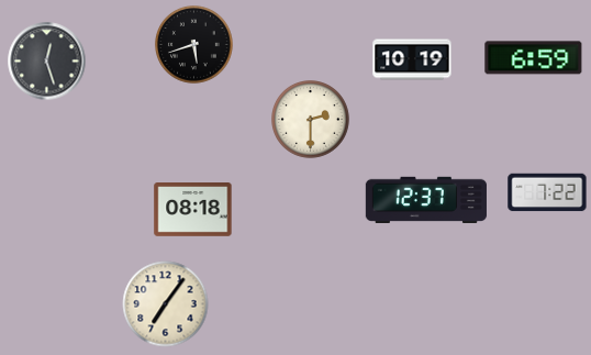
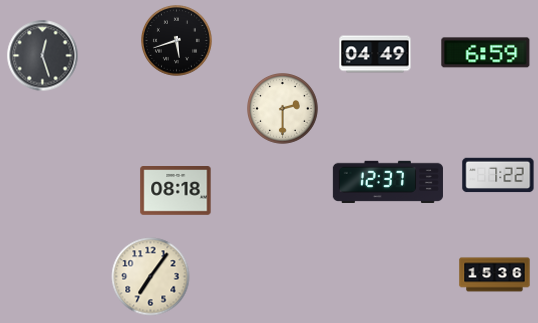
clock at (412, 59): 10:19 -> 04:49
clock at (495, 275): none -> 15:36
